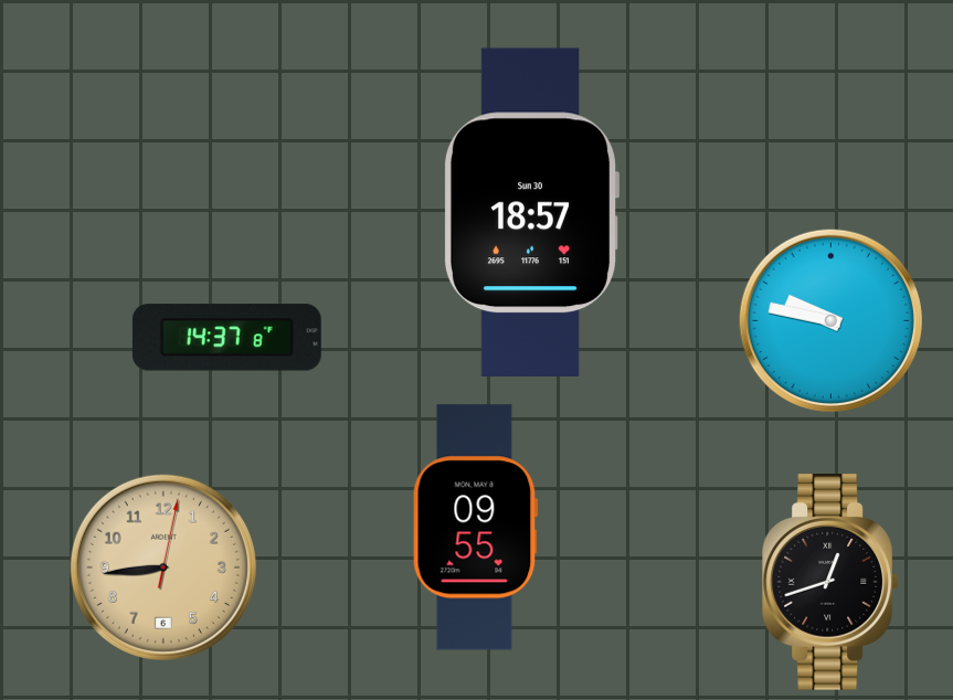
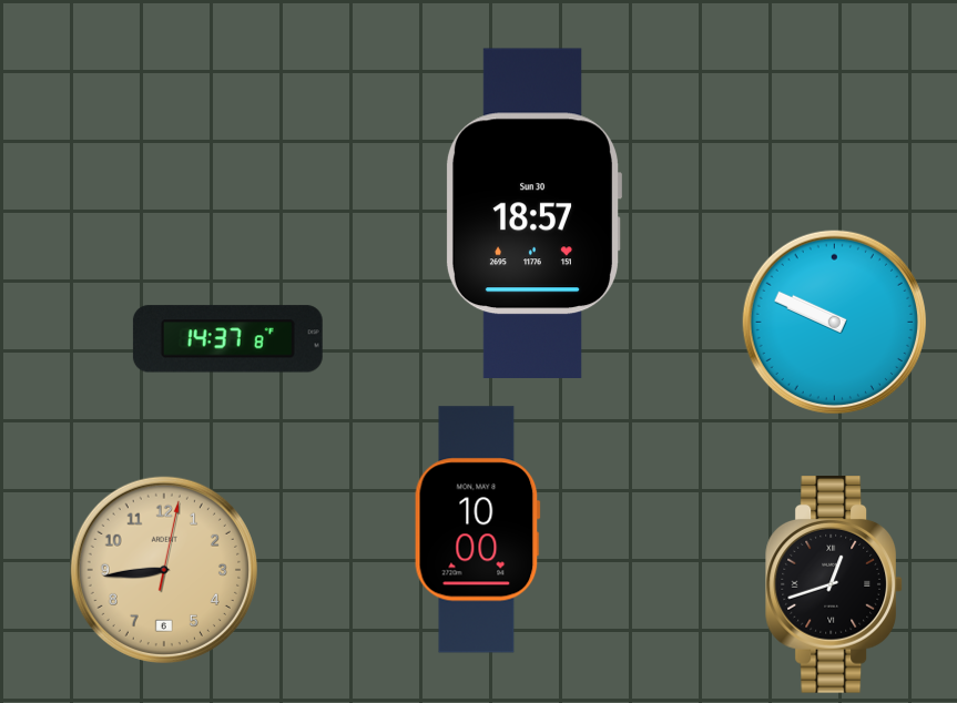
clock at (830, 320): 9:47 -> 9:49
clock at (475, 528): 09:55 -> 10:00
